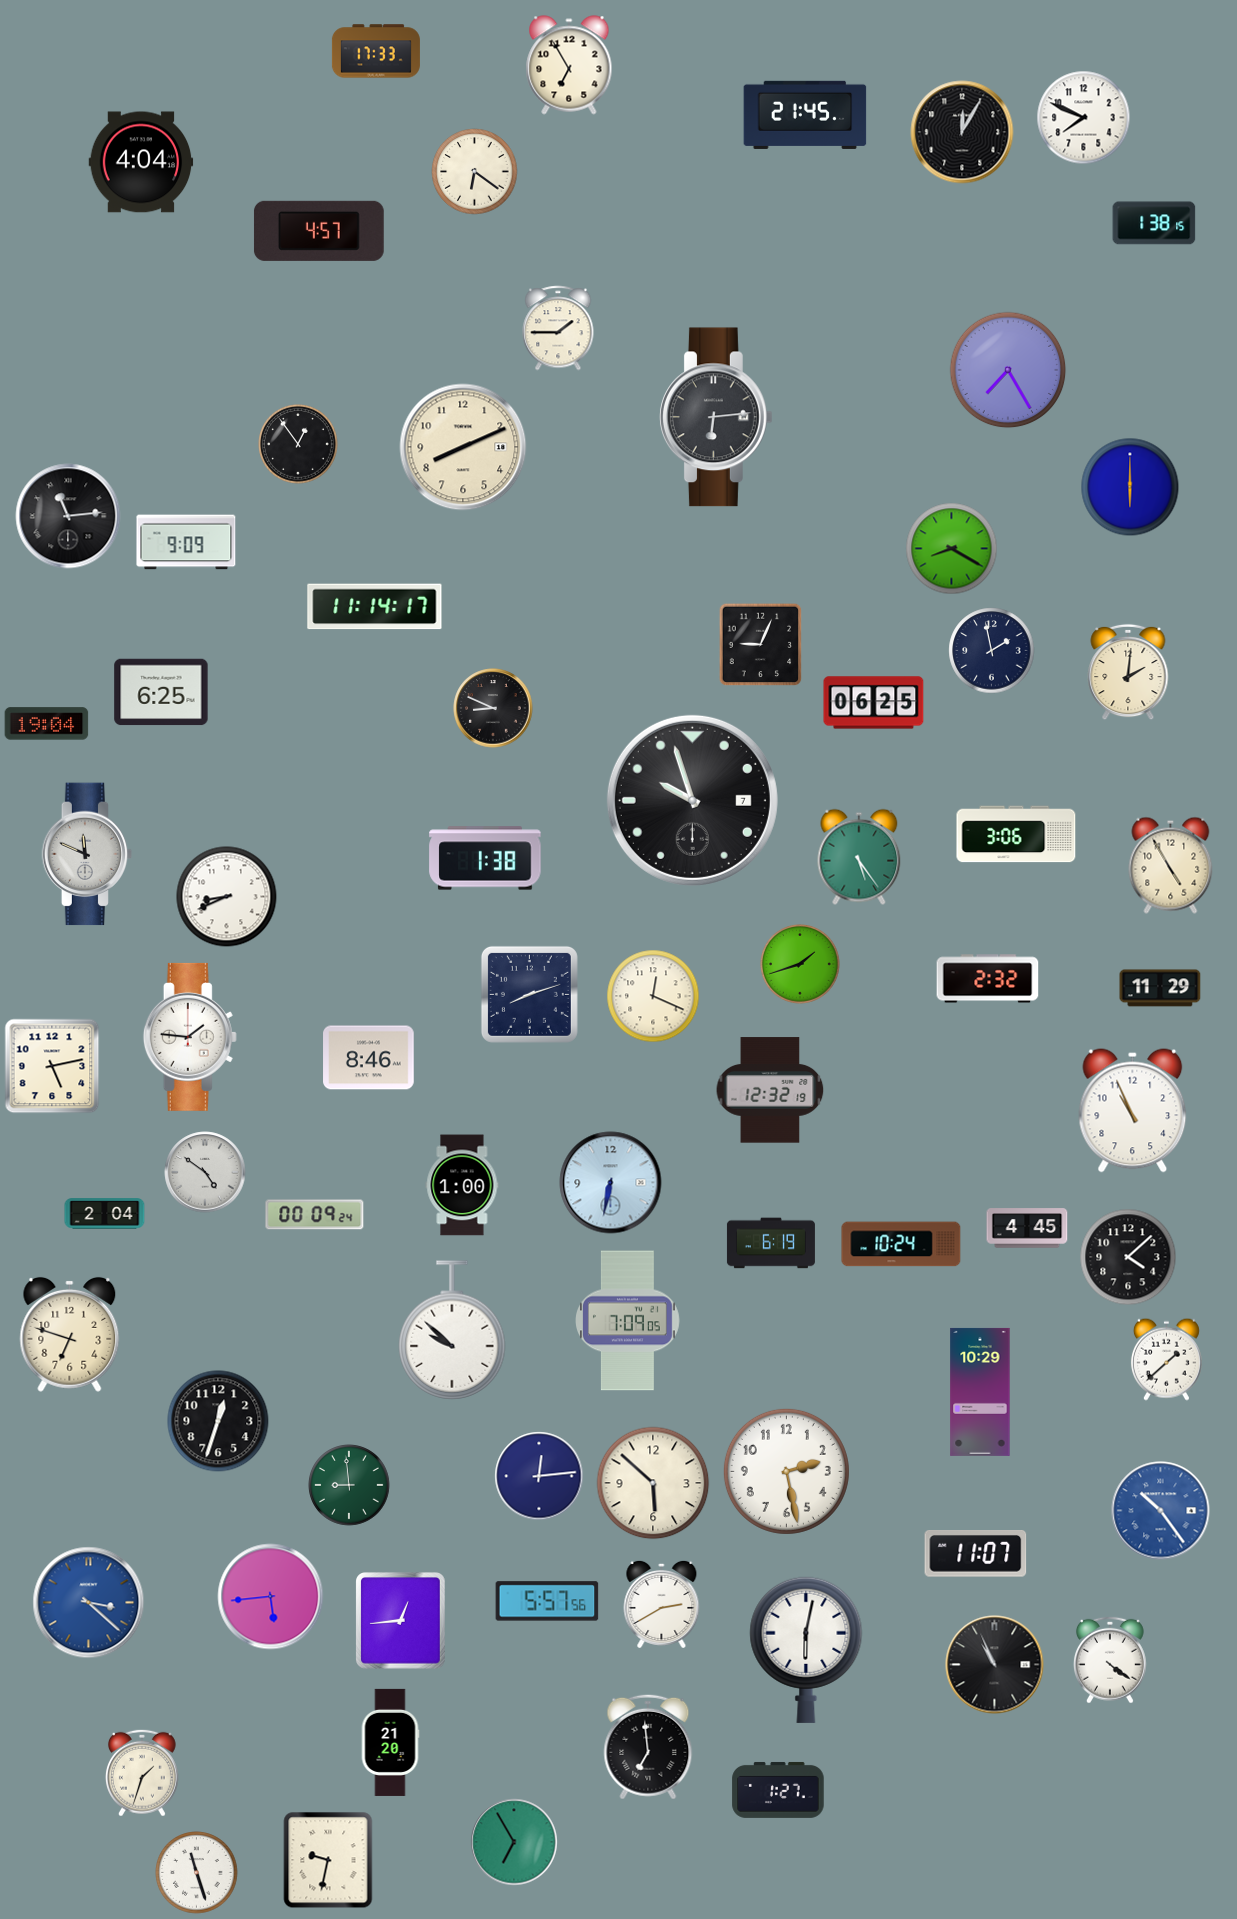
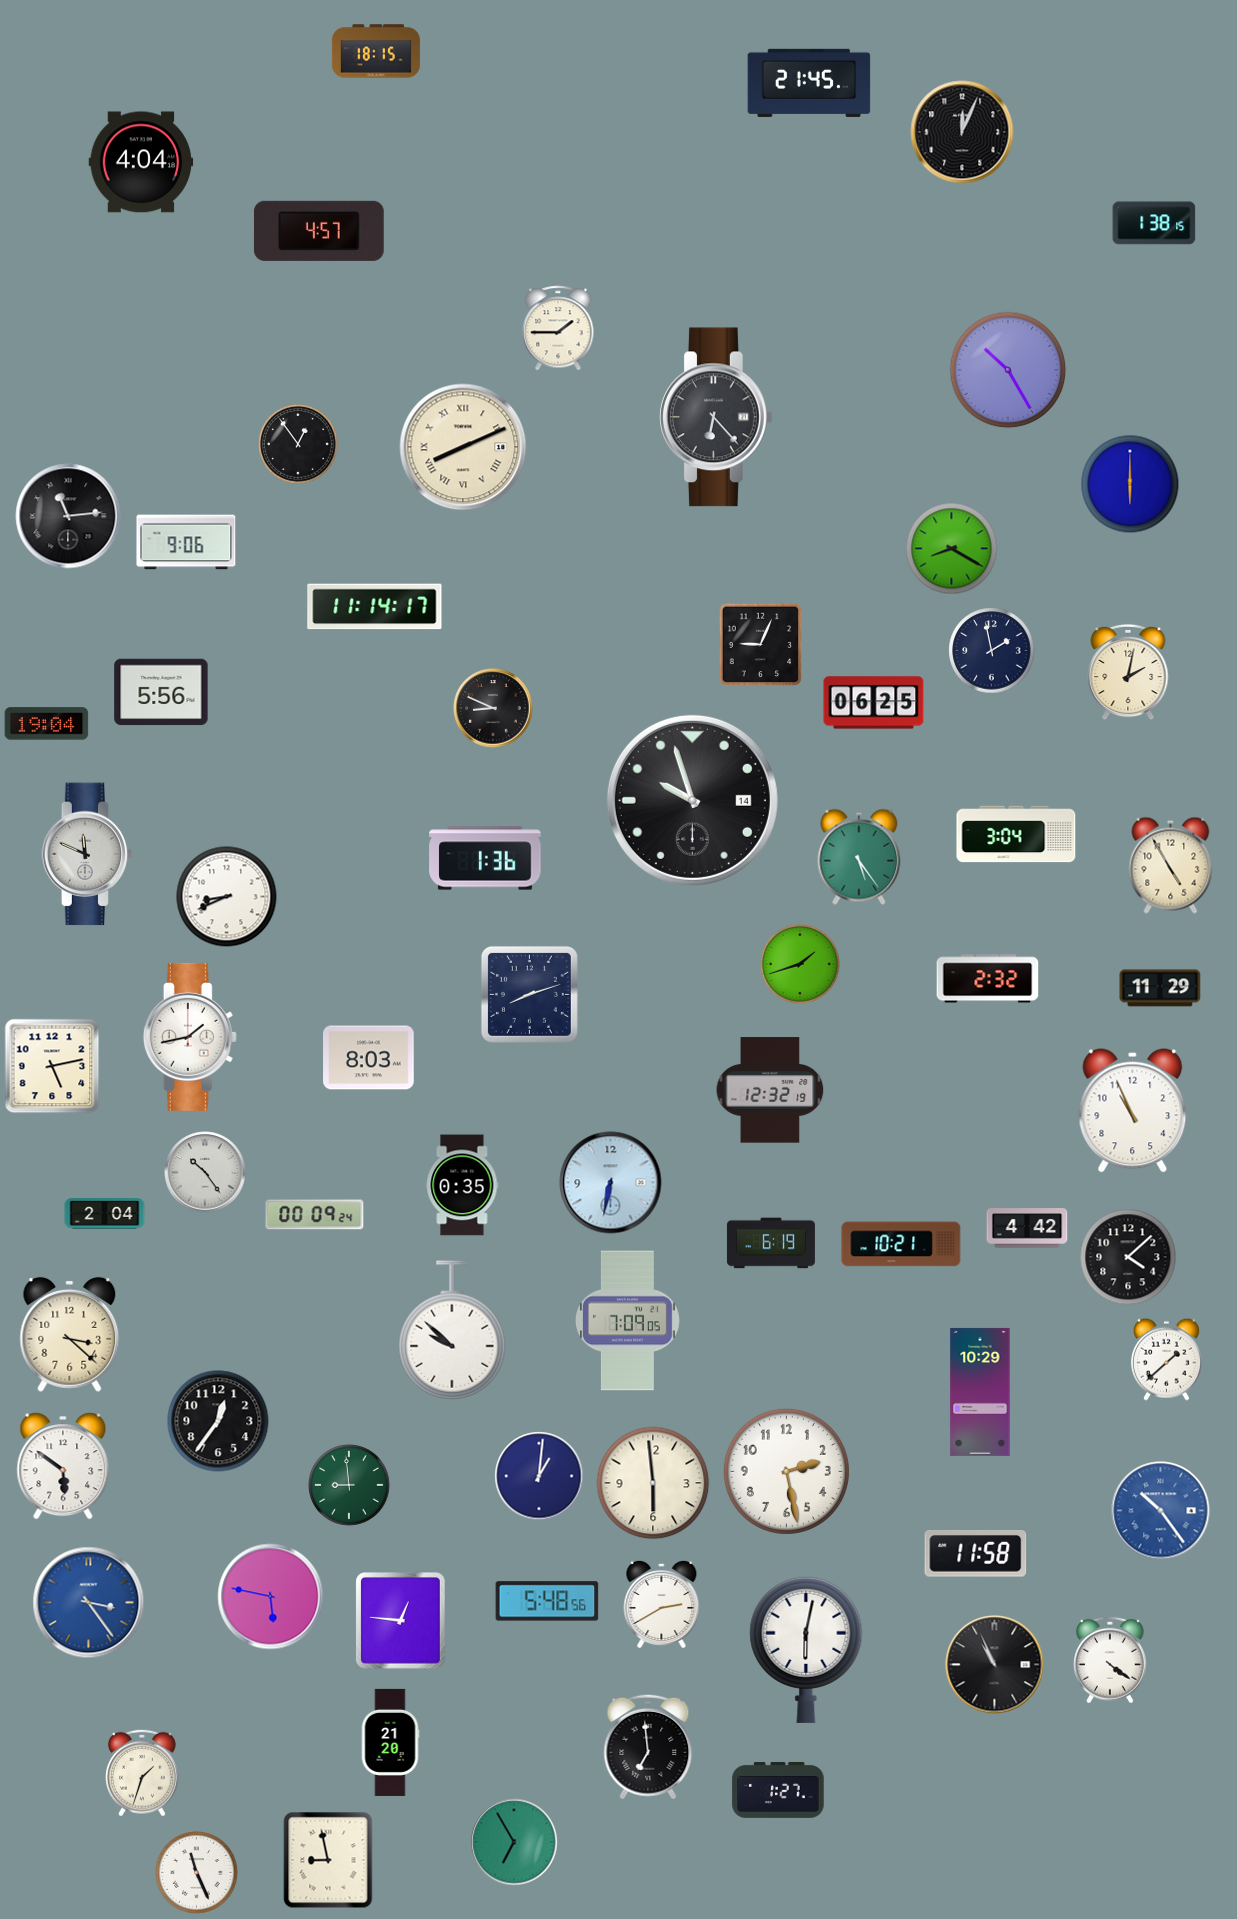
clock at (376, 51): 17:33 -> 18:15
clock at (569, 65): 6:55 -> none
clock at (805, 115) position: (805, 115) -> (809, 83)
clock at (1084, 118): 7:49 -> none
clock at (962, 132): 12:05 -> 12:04
clock at (475, 172): 6:21 -> none
clock at (1008, 370): 7:25 -> 10:25
clock at (716, 417): 6:14 -> 6:23
clock at (463, 447) numerals: Arabic -> Roman
clock at (1130, 487) position: (1130, 487) -> (1130, 484)
clock at (186, 542): 9:09 -> 9:06
clock at (1128, 672): 2:01 -> 2:02
clock at (161, 692): 6:25 -> 5:56
clock at (692, 800) date: 7 -> 14
clock at (1016, 834): 3:06 -> 3:04
clock at (485, 858): 1:38 -> 1:36
clock at (653, 996): 12:19 -> none
clock at (190, 1037): 1:46 -> 1:43
clock at (369, 1058): 8:46 -> 8:03
clock at (205, 1172): 4:51 -> 10:24
clock at (462, 1185): 1:00 -> 0:35
clock at (1027, 1228): 4:45 -> 4:42
clock at (901, 1244): 10:24 -> 10:21
clock at (70, 1334): 6:48 -> 3:22
clock at (218, 1421): 12:33 -> 12:36
clock at (63, 1466): none -> 5:51
clock at (539, 1476): 12:14 -> 1:01
clock at (653, 1483): 5:52 -> 5:59
clock at (976, 1554): 11:07 -> 11:58
clock at (271, 1597): 5:44 -> 5:47
clock at (547, 1601): 5:57 -> 5:48
clock at (89, 1603): 3:22 -> 3:24
clock at (401, 1621): 12:44 -> 12:46
clock at (328, 1860): 9:32 -> 8:58
clock at (197, 1873): 11:27 -> 11:26
